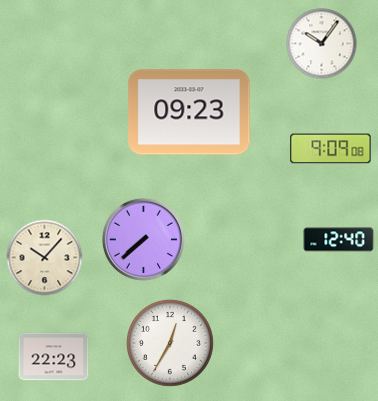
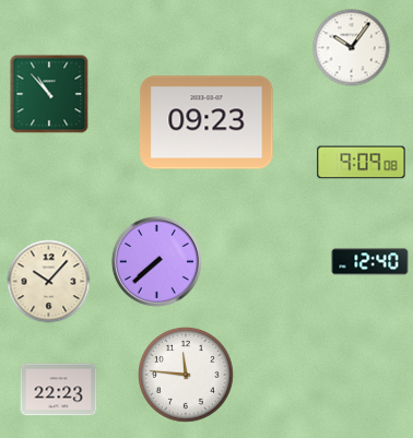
clock at (49, 94): none -> 10:53
clock at (170, 343): 12:35 -> 11:46
